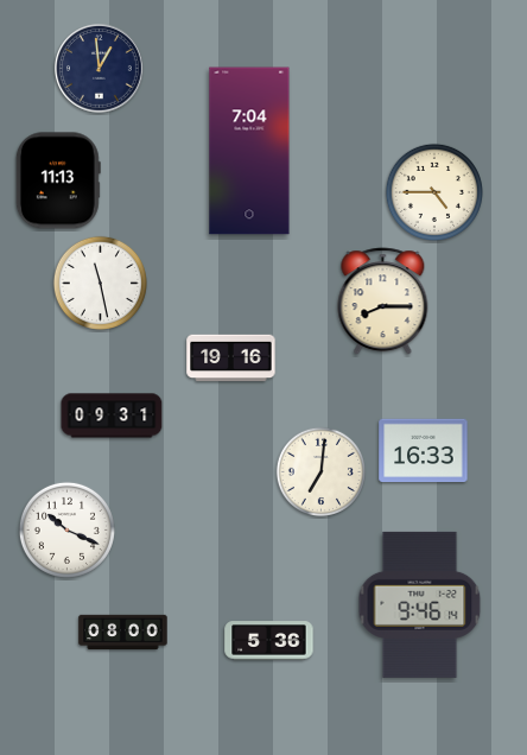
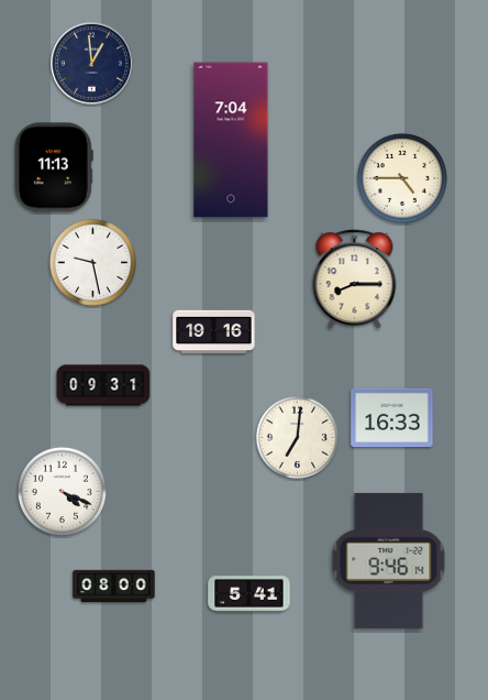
clock at (100, 283): 11:28 -> 9:28
clock at (66, 529): 10:19 -> 4:19
clock at (269, 641): 5:36 -> 5:41
